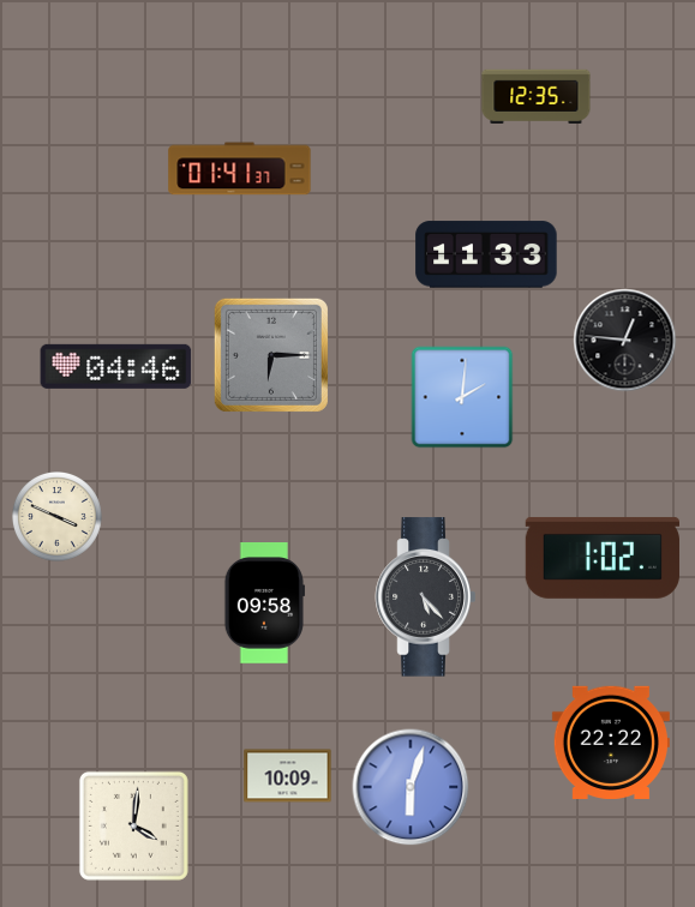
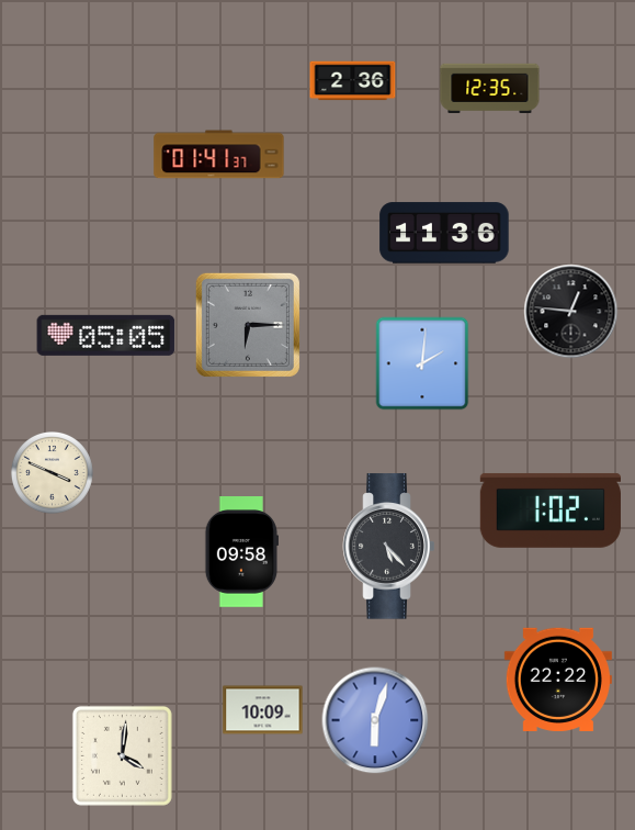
clock at (353, 81): none -> 2:36
clock at (486, 254): 11:33 -> 11:36
clock at (116, 366): 04:46 -> 05:05
